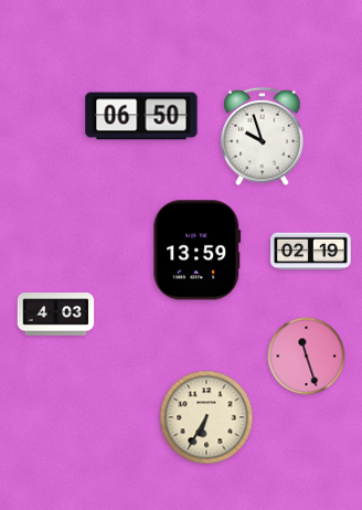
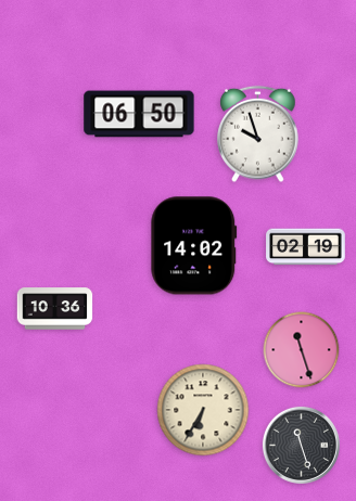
clock at (198, 251): 13:59 -> 14:02
clock at (56, 315): 4:03 -> 10:36
clock at (301, 445): none -> 11:27
